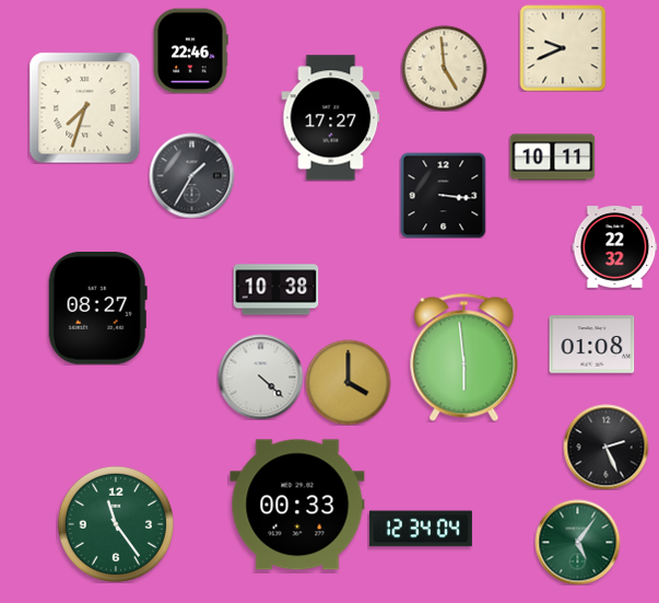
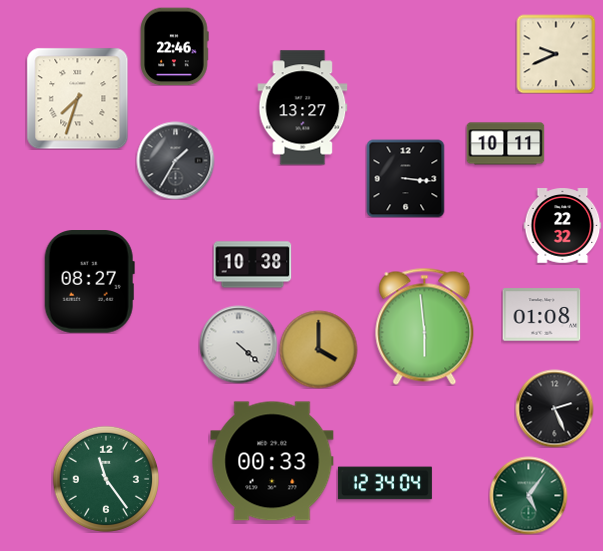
clock at (563, 48) position: (563, 48) -> (556, 54)
clock at (444, 68): 4:59 -> none
clock at (331, 118): 17:27 -> 13:27
